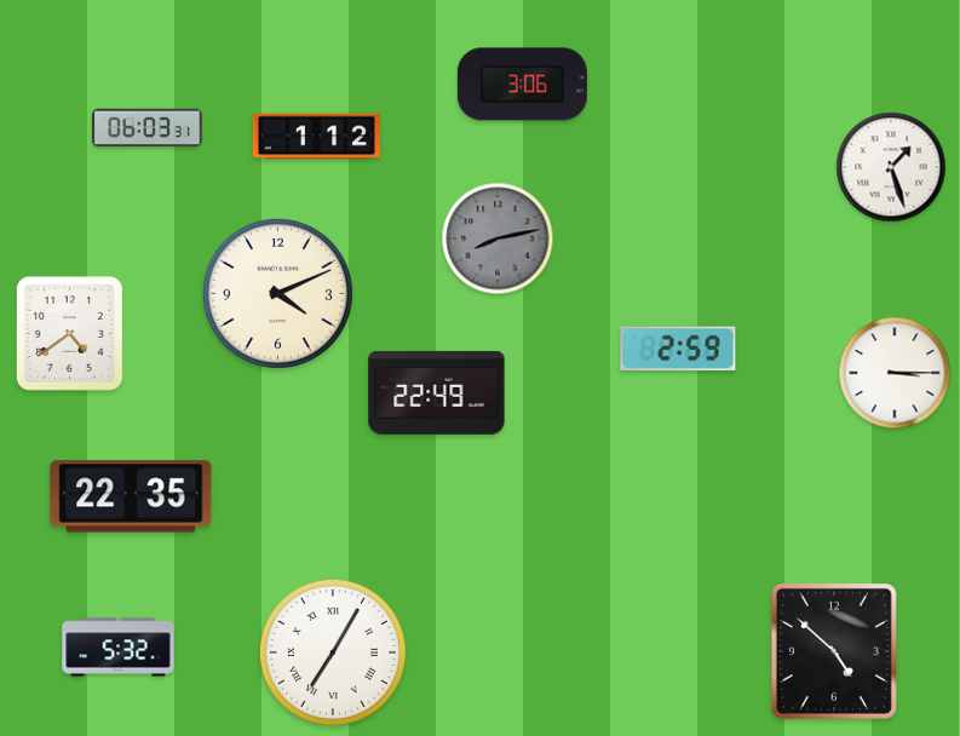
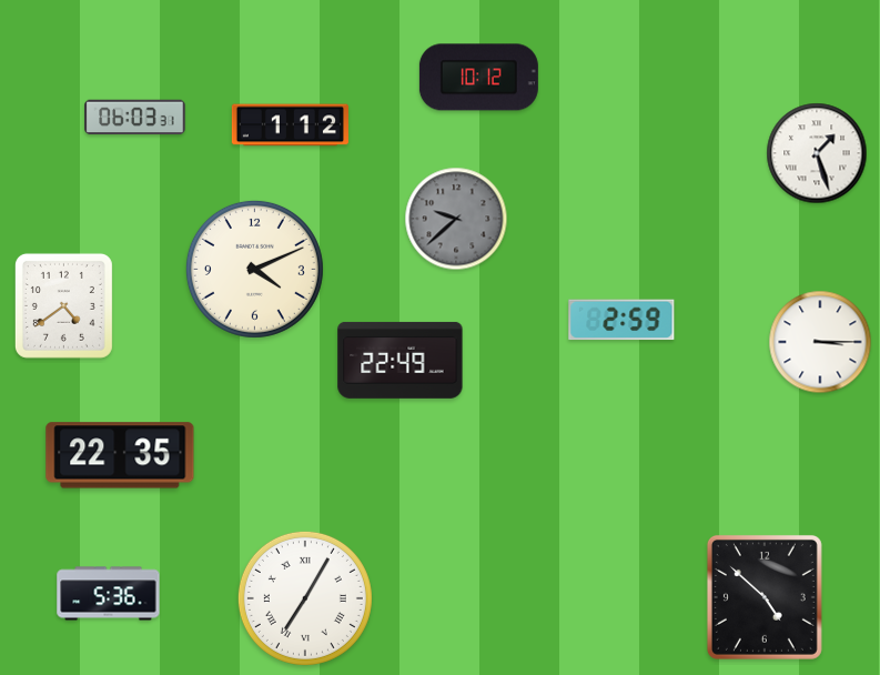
clock at (522, 85): 3:06 -> 10:12
clock at (498, 238): 8:13 -> 9:38
clock at (119, 648): 5:32 -> 5:36
